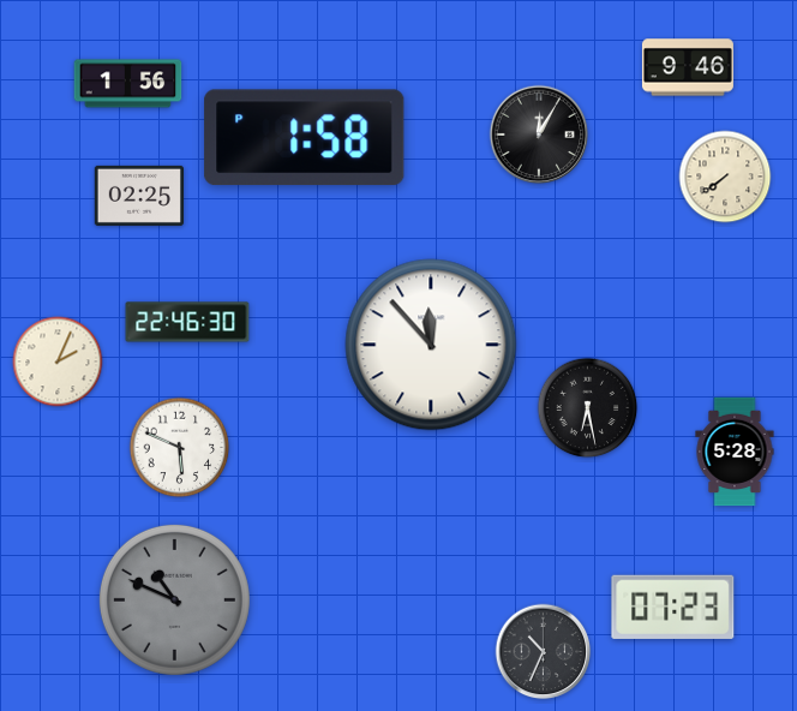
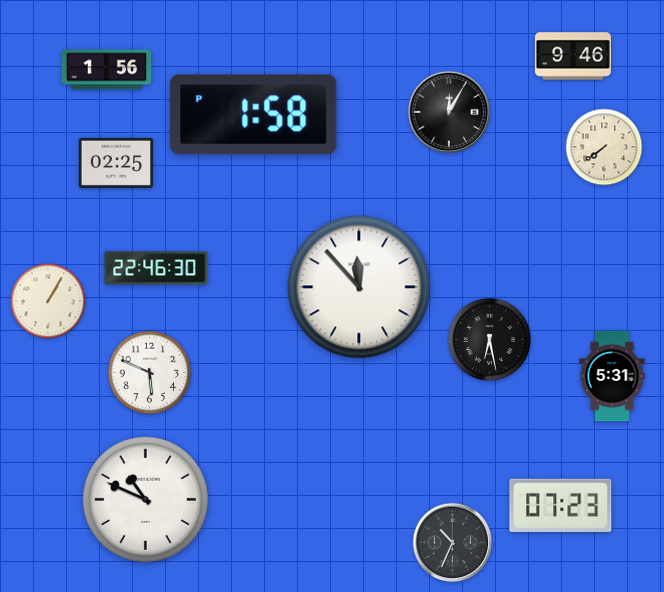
clock at (58, 362): 2:04 -> 1:05
clock at (735, 452): 5:28 -> 5:31
clock at (174, 599) dial: grey -> white
